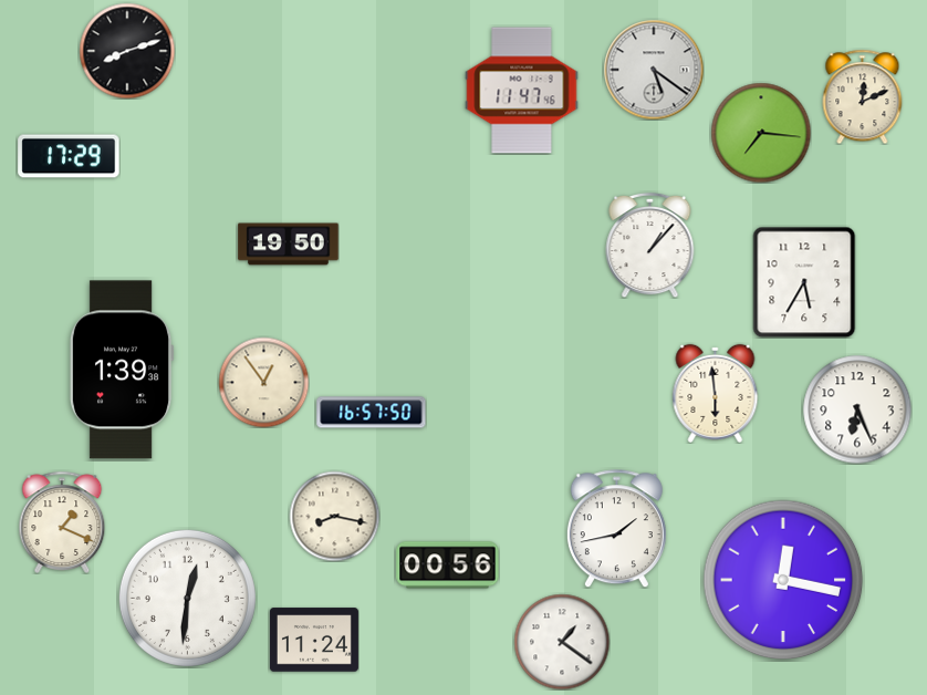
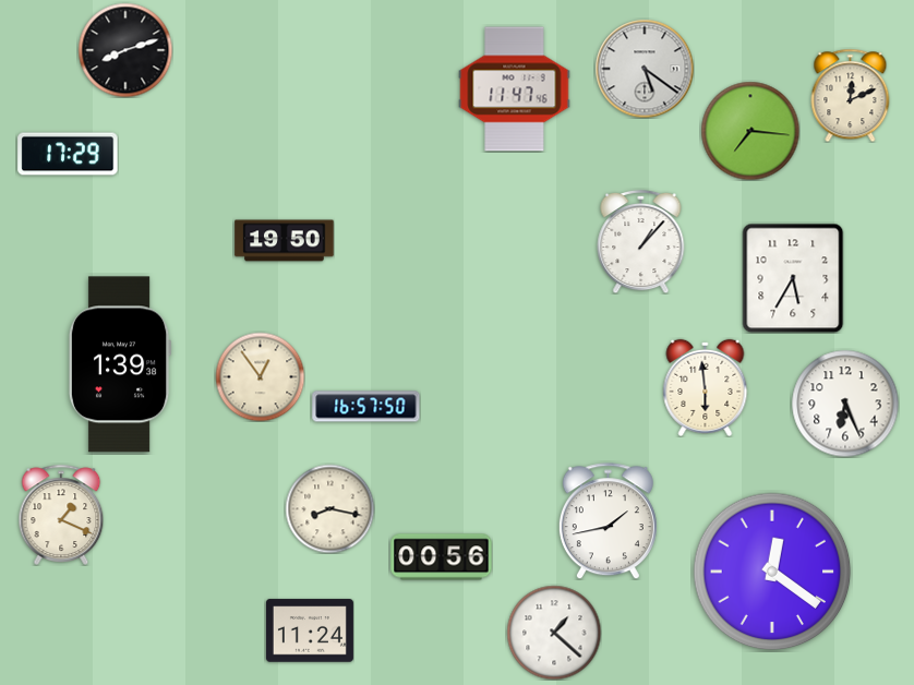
clock at (783, 580): 12:17 -> 12:21
clock at (187, 598): 12:31 -> none
clock at (562, 642): 1:21 -> 1:22
